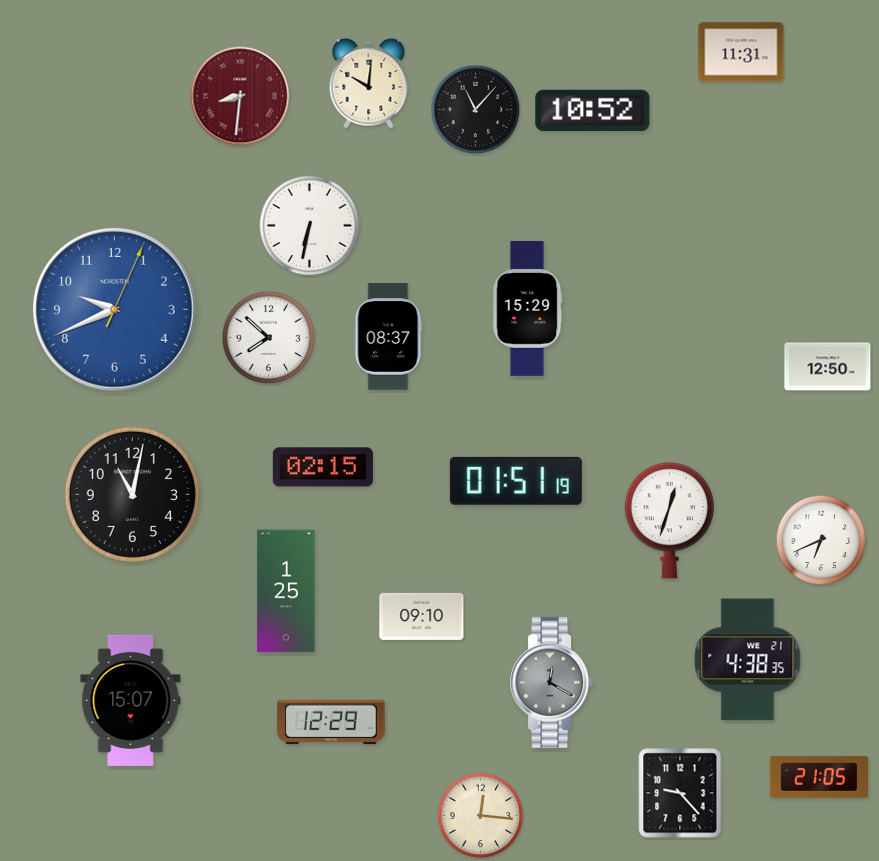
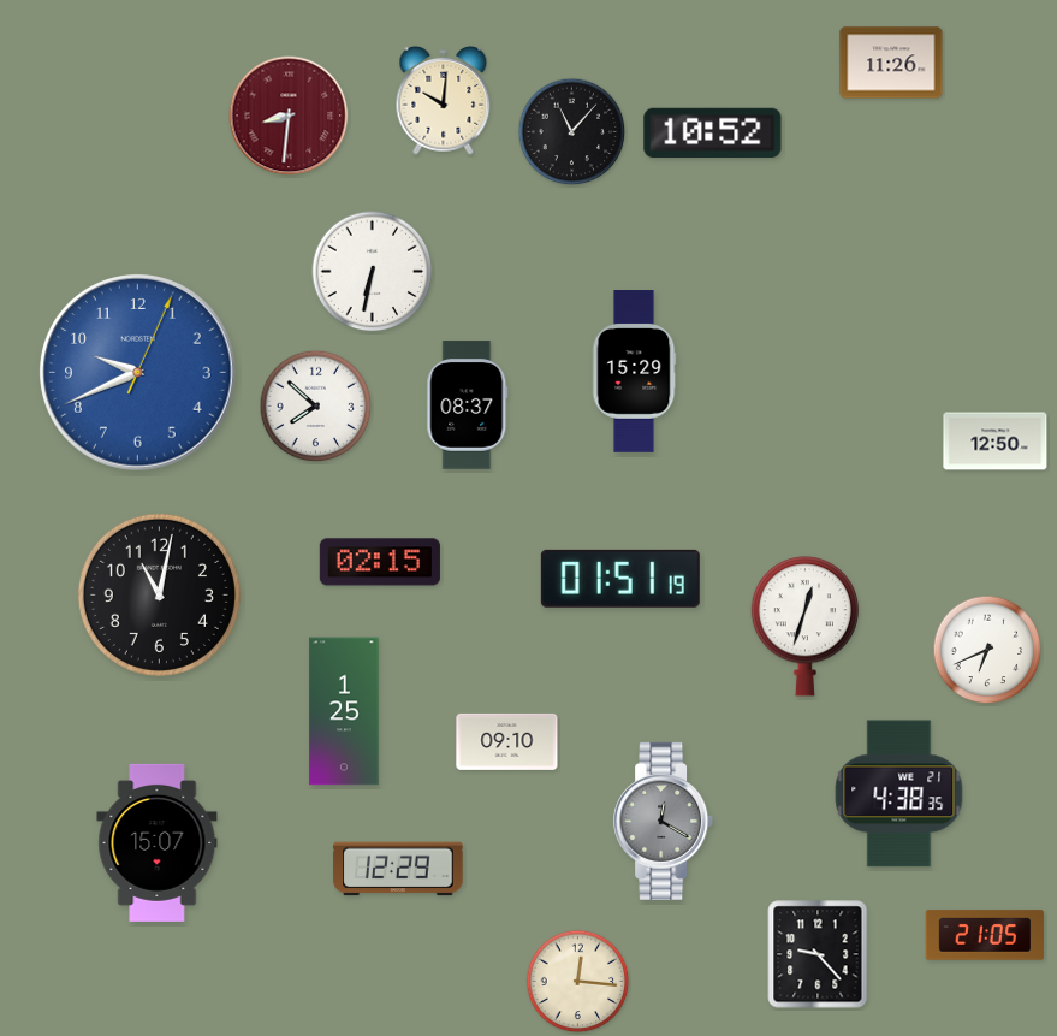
clock at (741, 52): 11:31 -> 11:26
clock at (269, 338) position: (269, 338) -> (316, 407)
clock at (323, 467) position: (323, 467) -> (380, 562)
